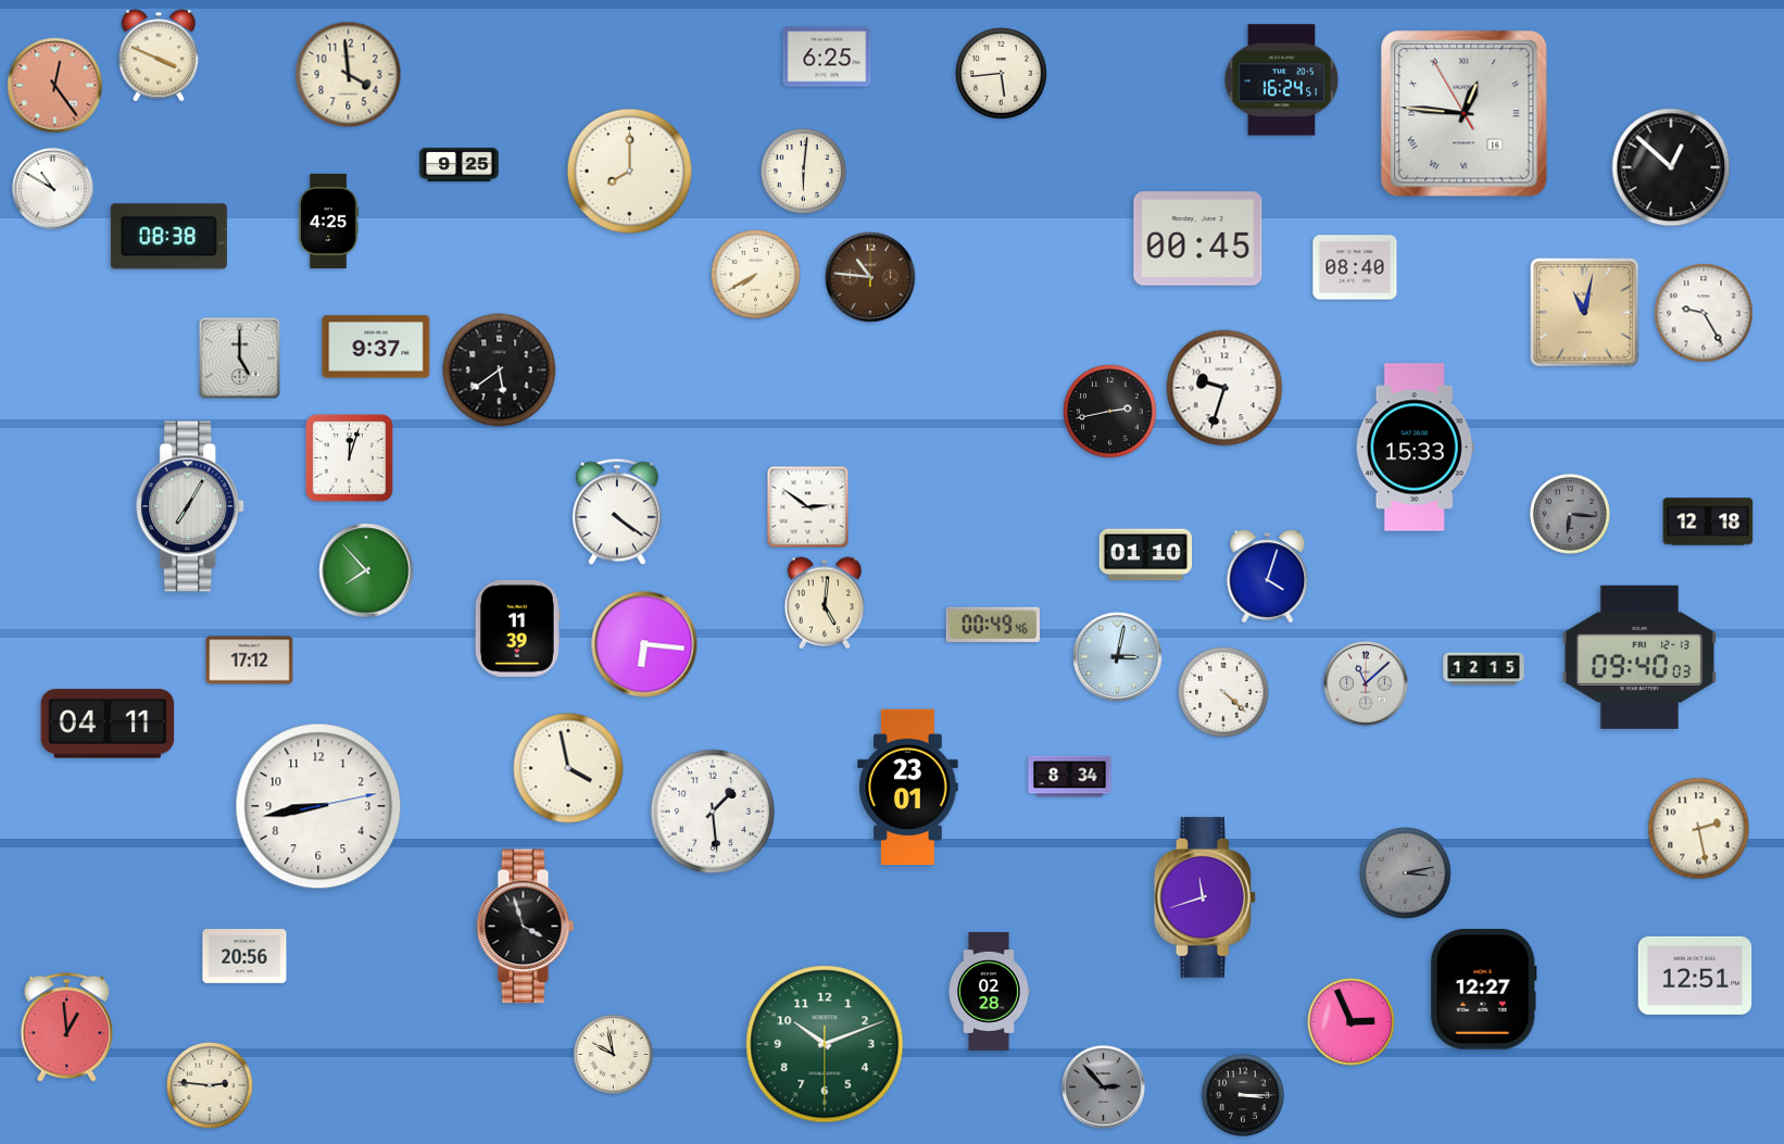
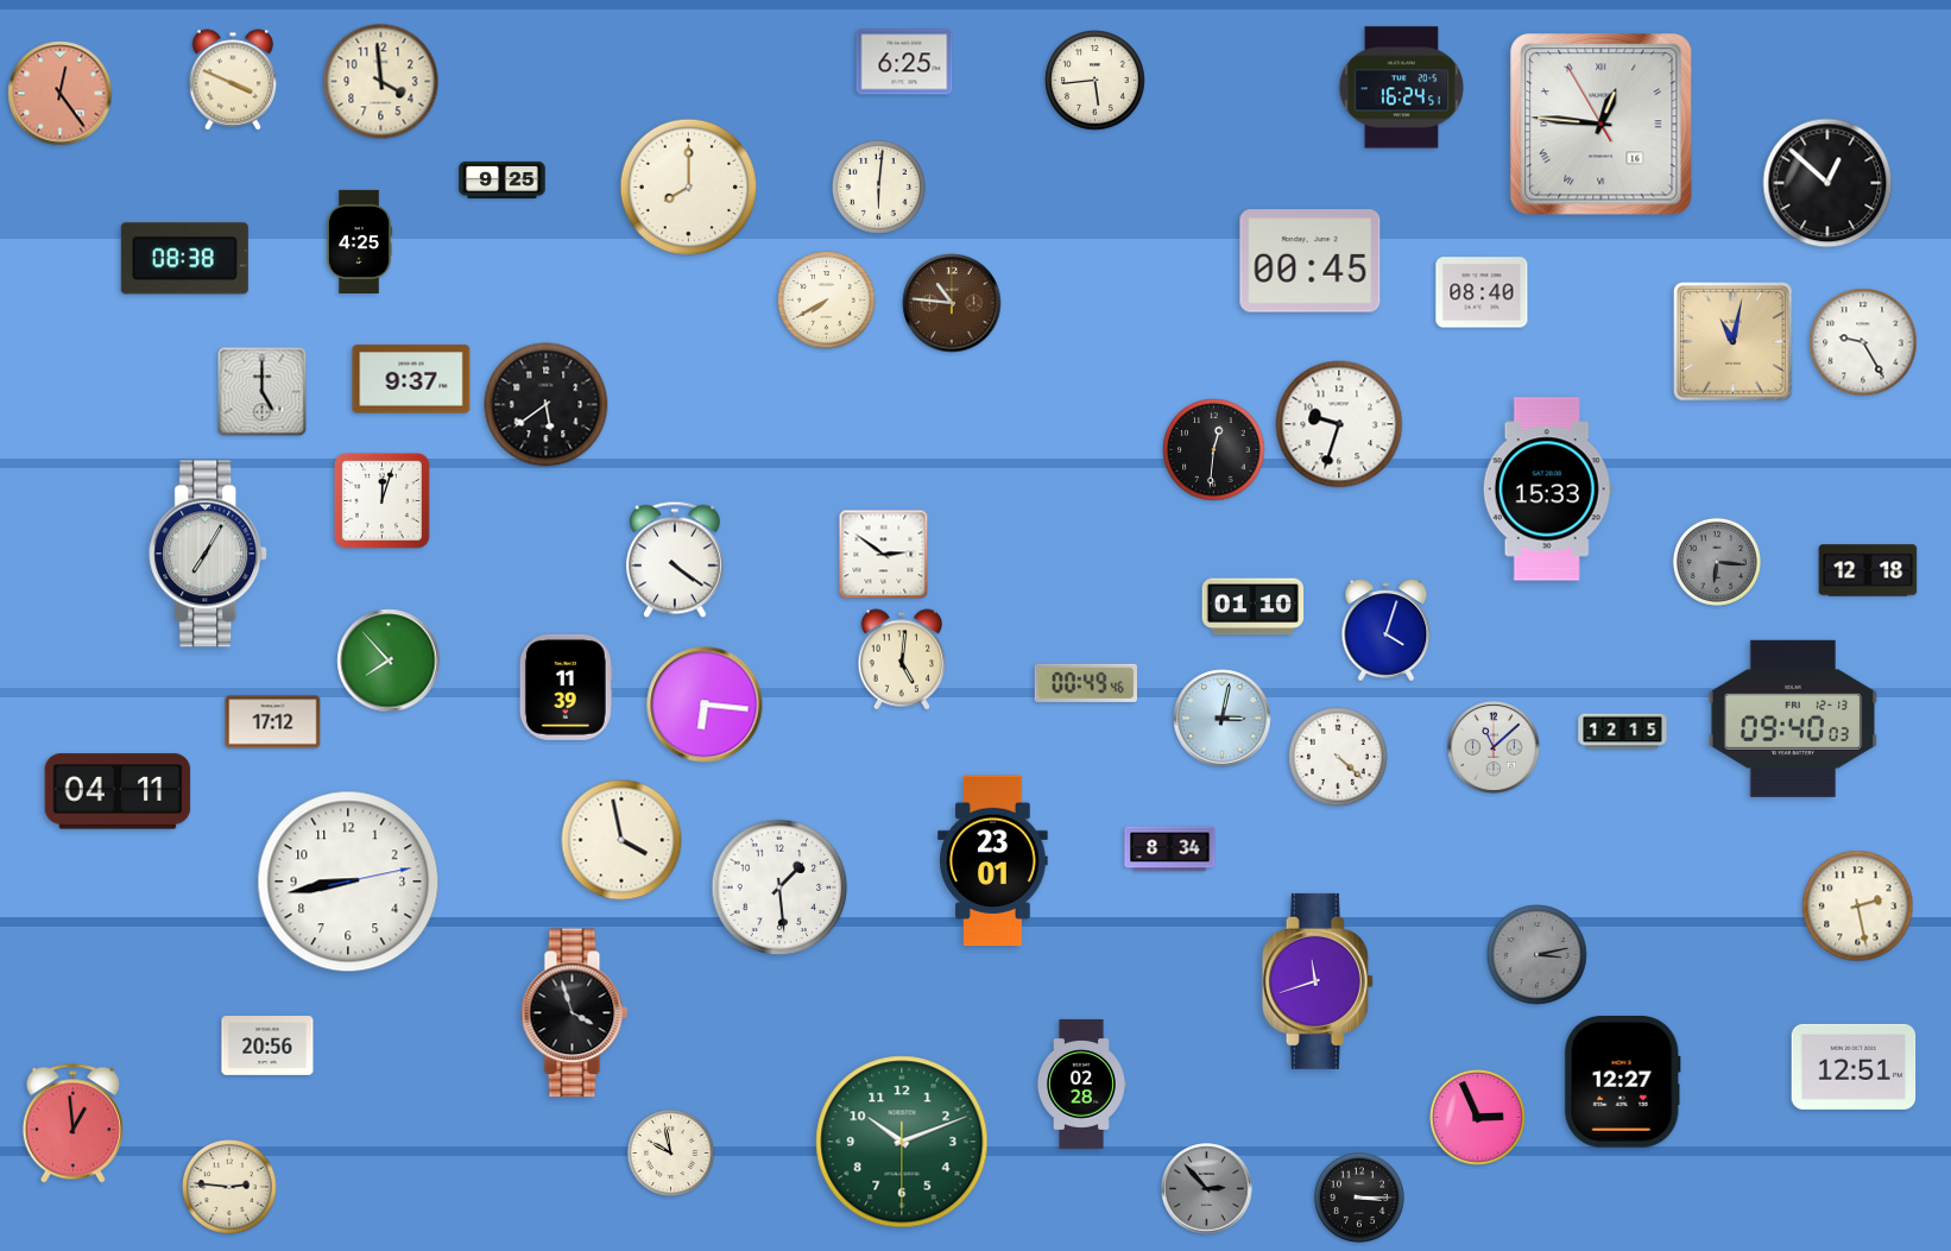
clock at (159, 55) position: (159, 55) -> (233, 80)
clock at (53, 189): 10:50 -> none
clock at (1110, 412): 2:43 -> 12:31
clock at (366, 570) position: (366, 570) -> (389, 661)
